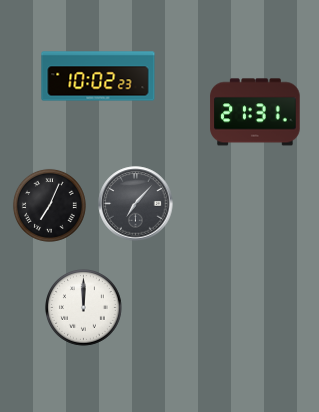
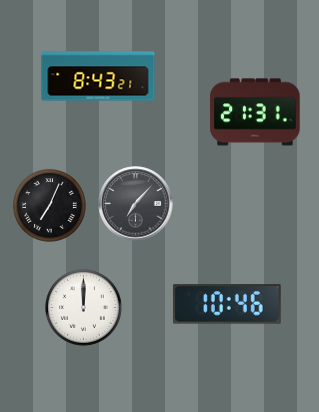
clock at (98, 76): 10:02 -> 8:43
clock at (227, 304): none -> 10:46
